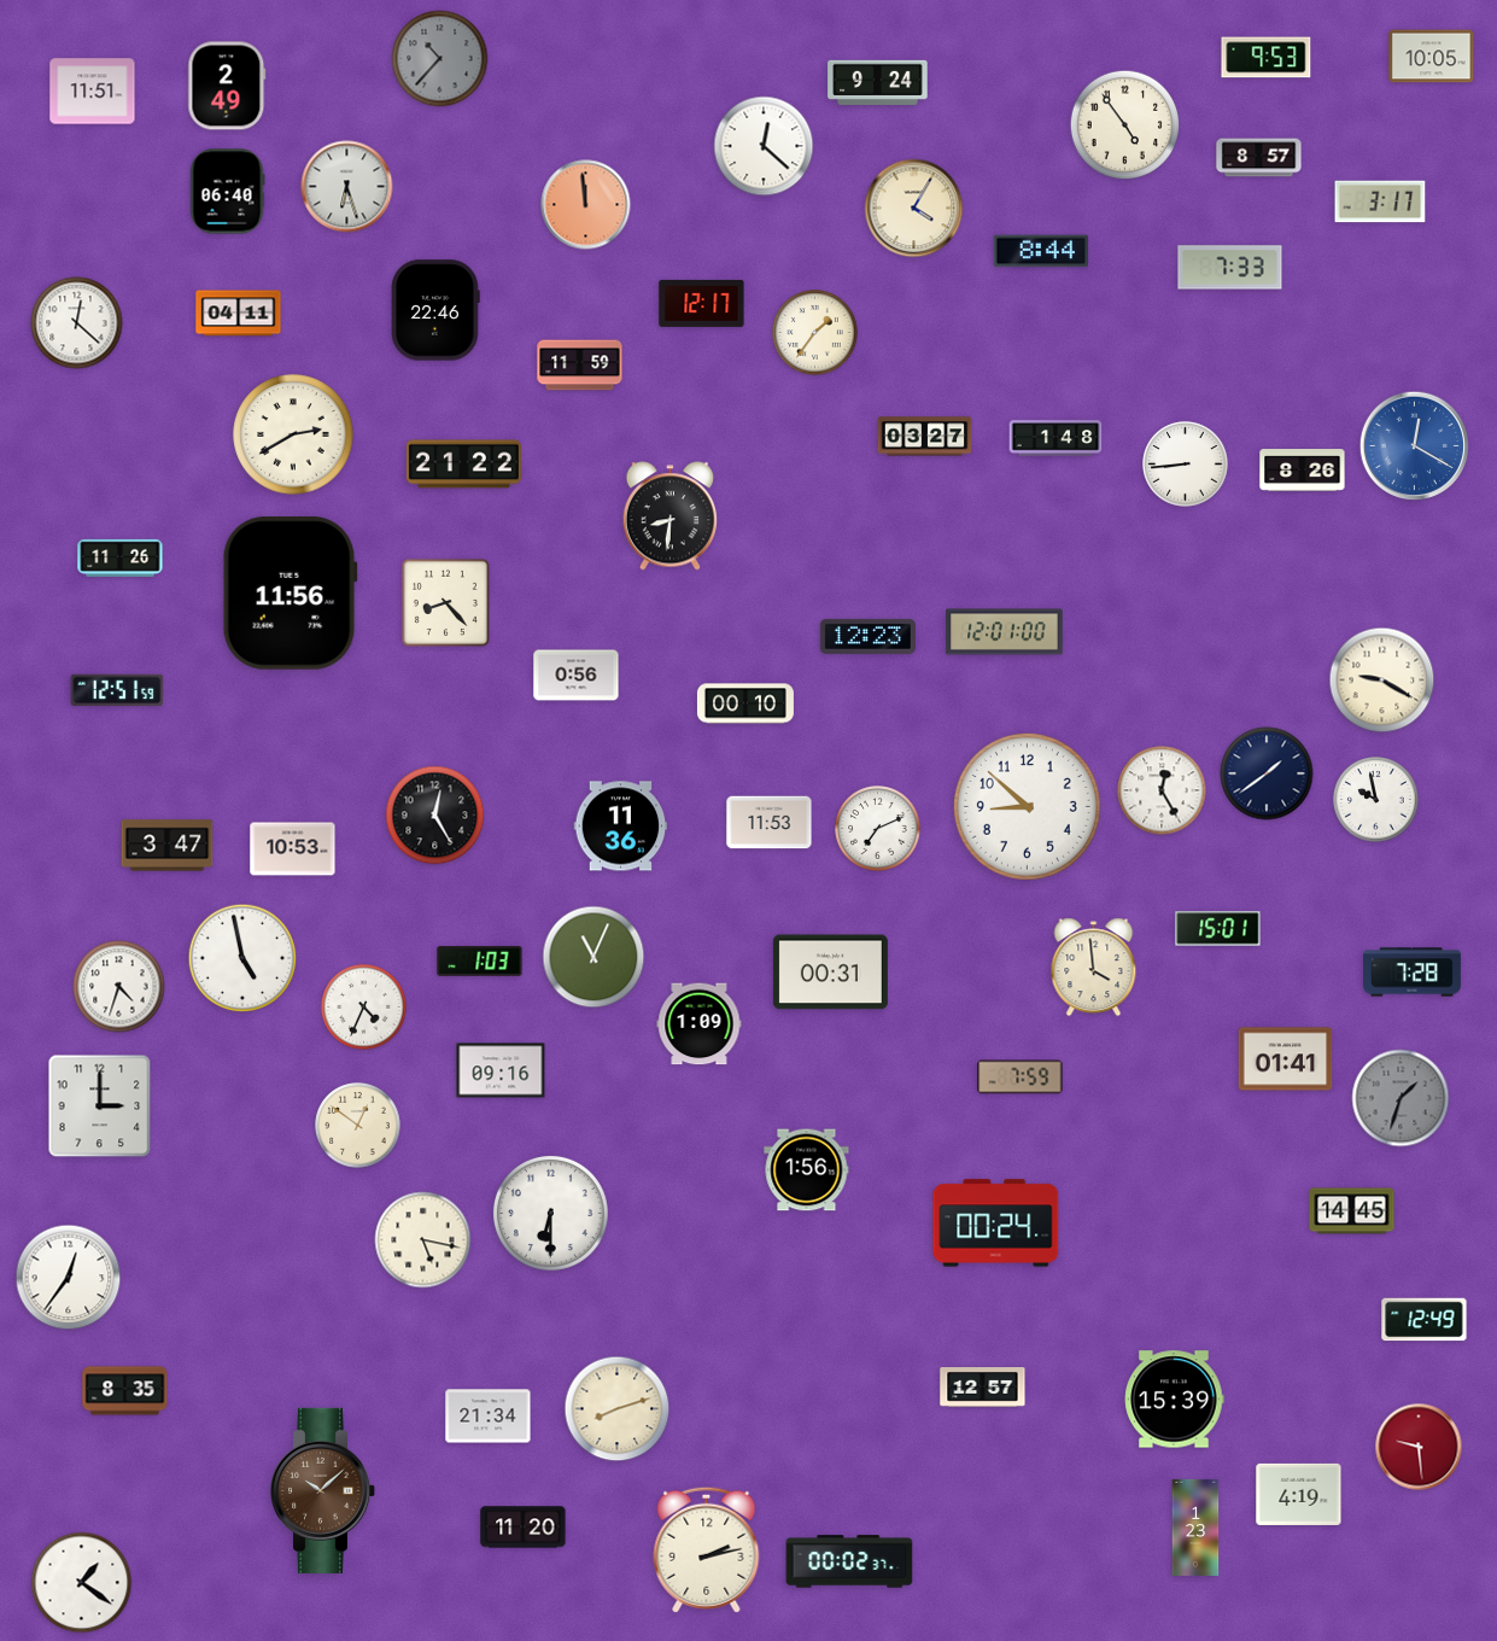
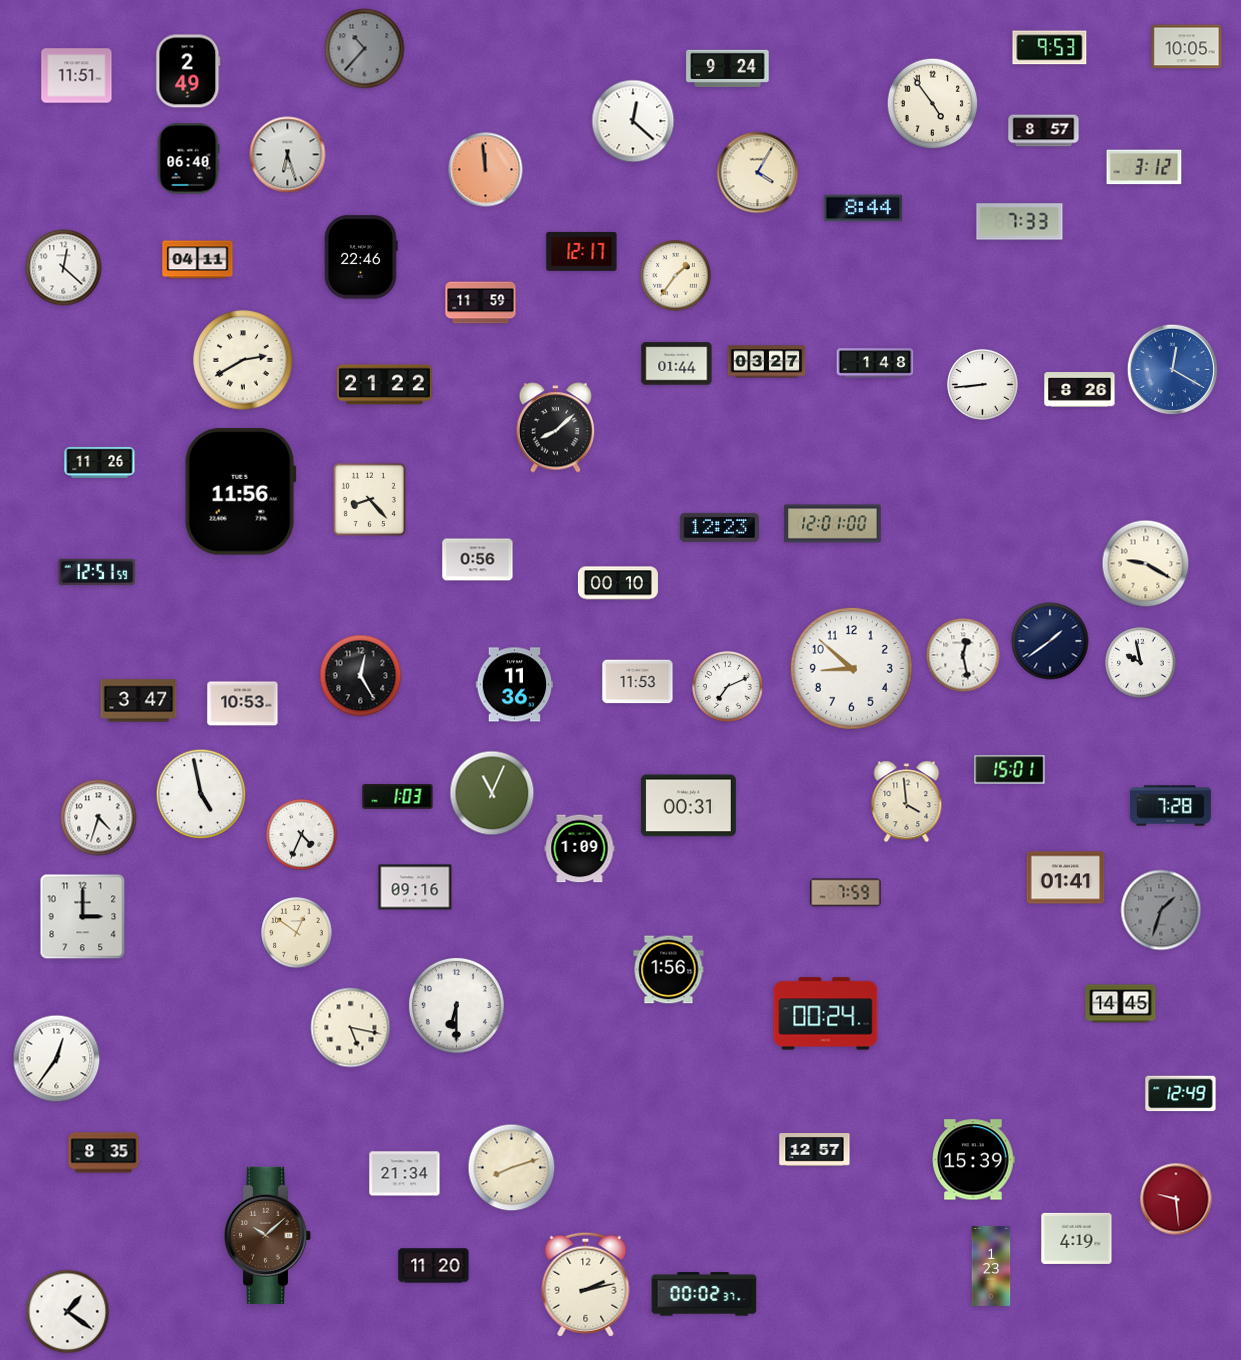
clock at (1380, 202): 3:17 -> 3:12
clock at (677, 364): none -> 01:44
clock at (671, 516): 8:31 -> 8:08
clock at (1162, 790): 12:25 -> 12:28
